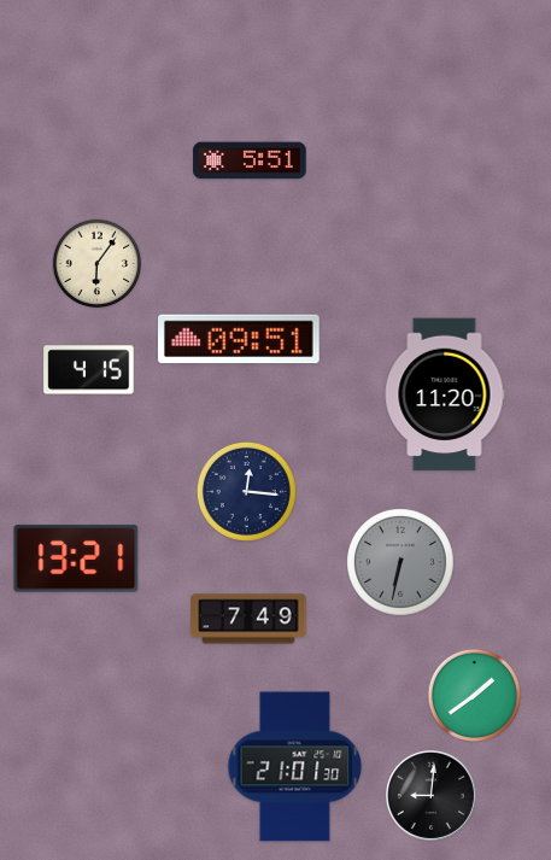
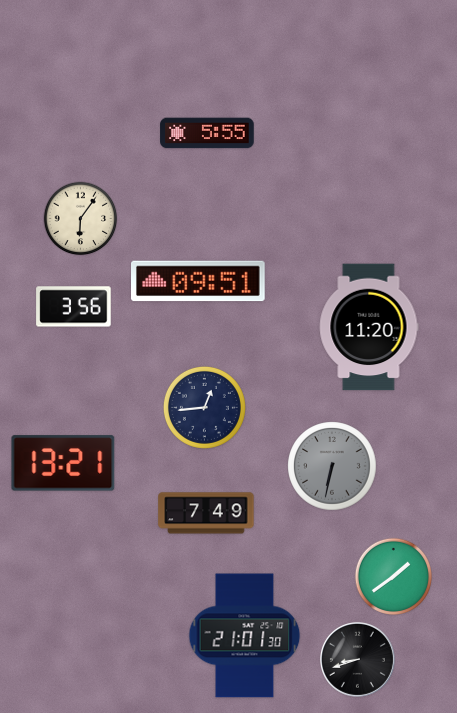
clock at (250, 160): 5:51 -> 5:55
clock at (89, 370): 4:15 -> 3:56
clock at (246, 491): 12:16 -> 12:44
clock at (430, 795): 9:01 -> 8:42
